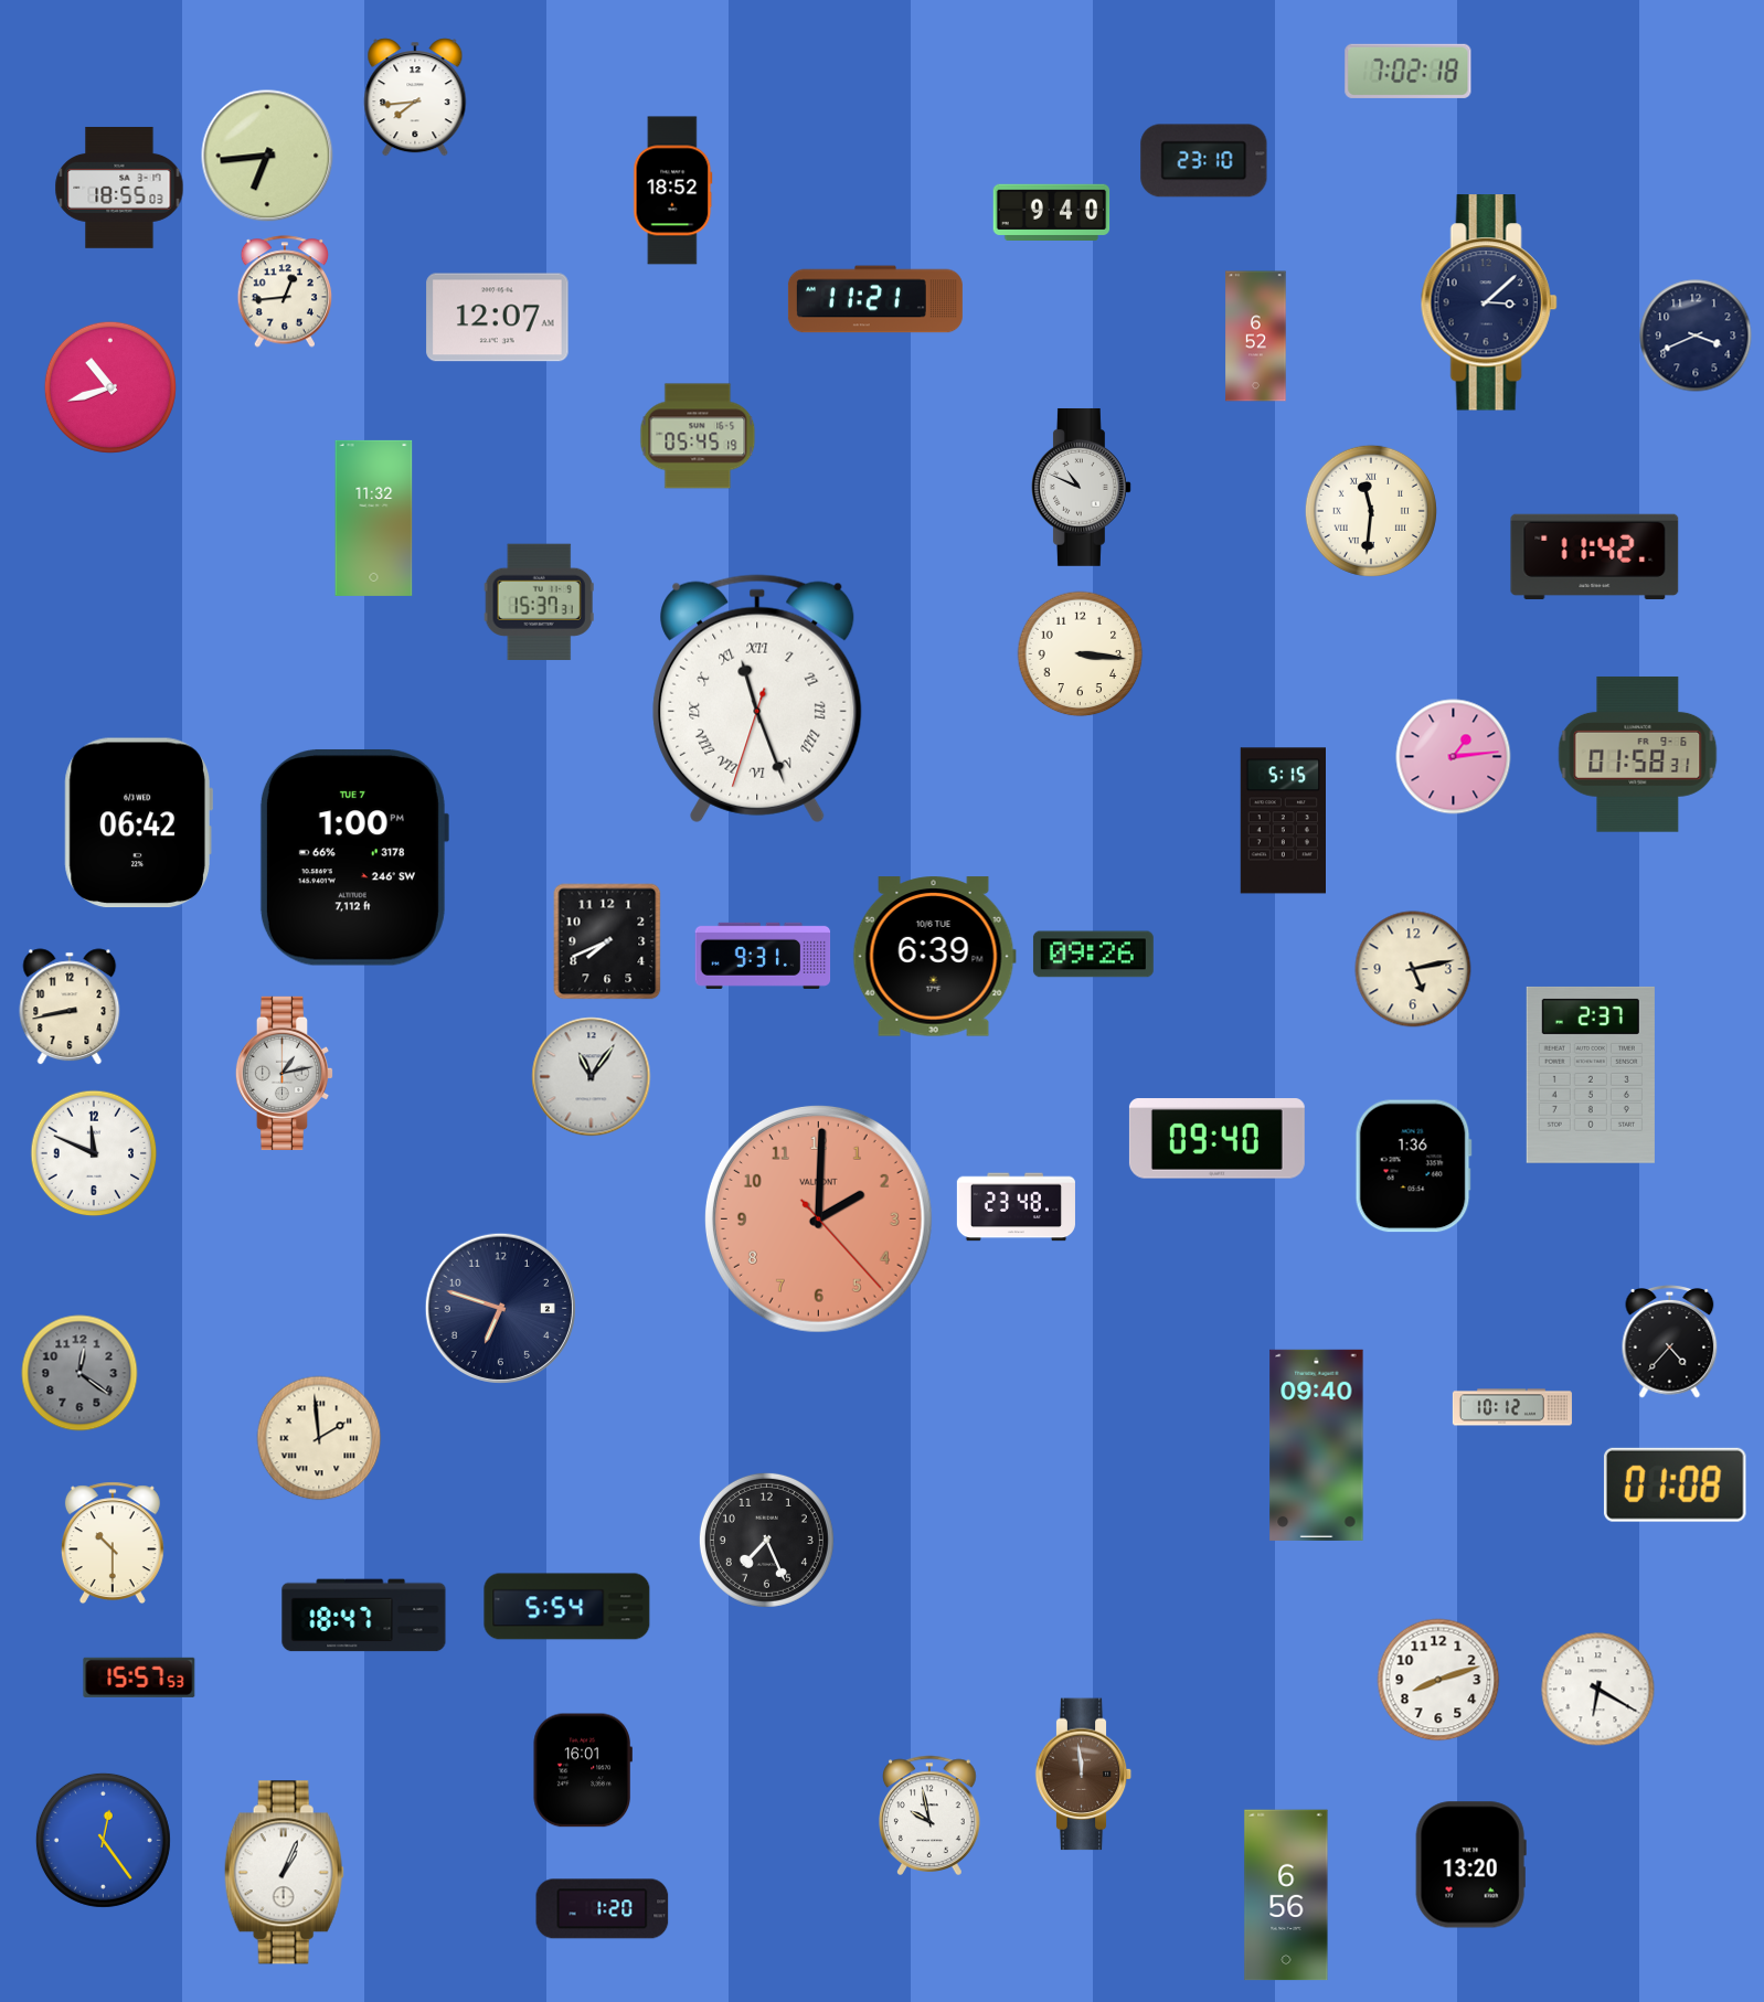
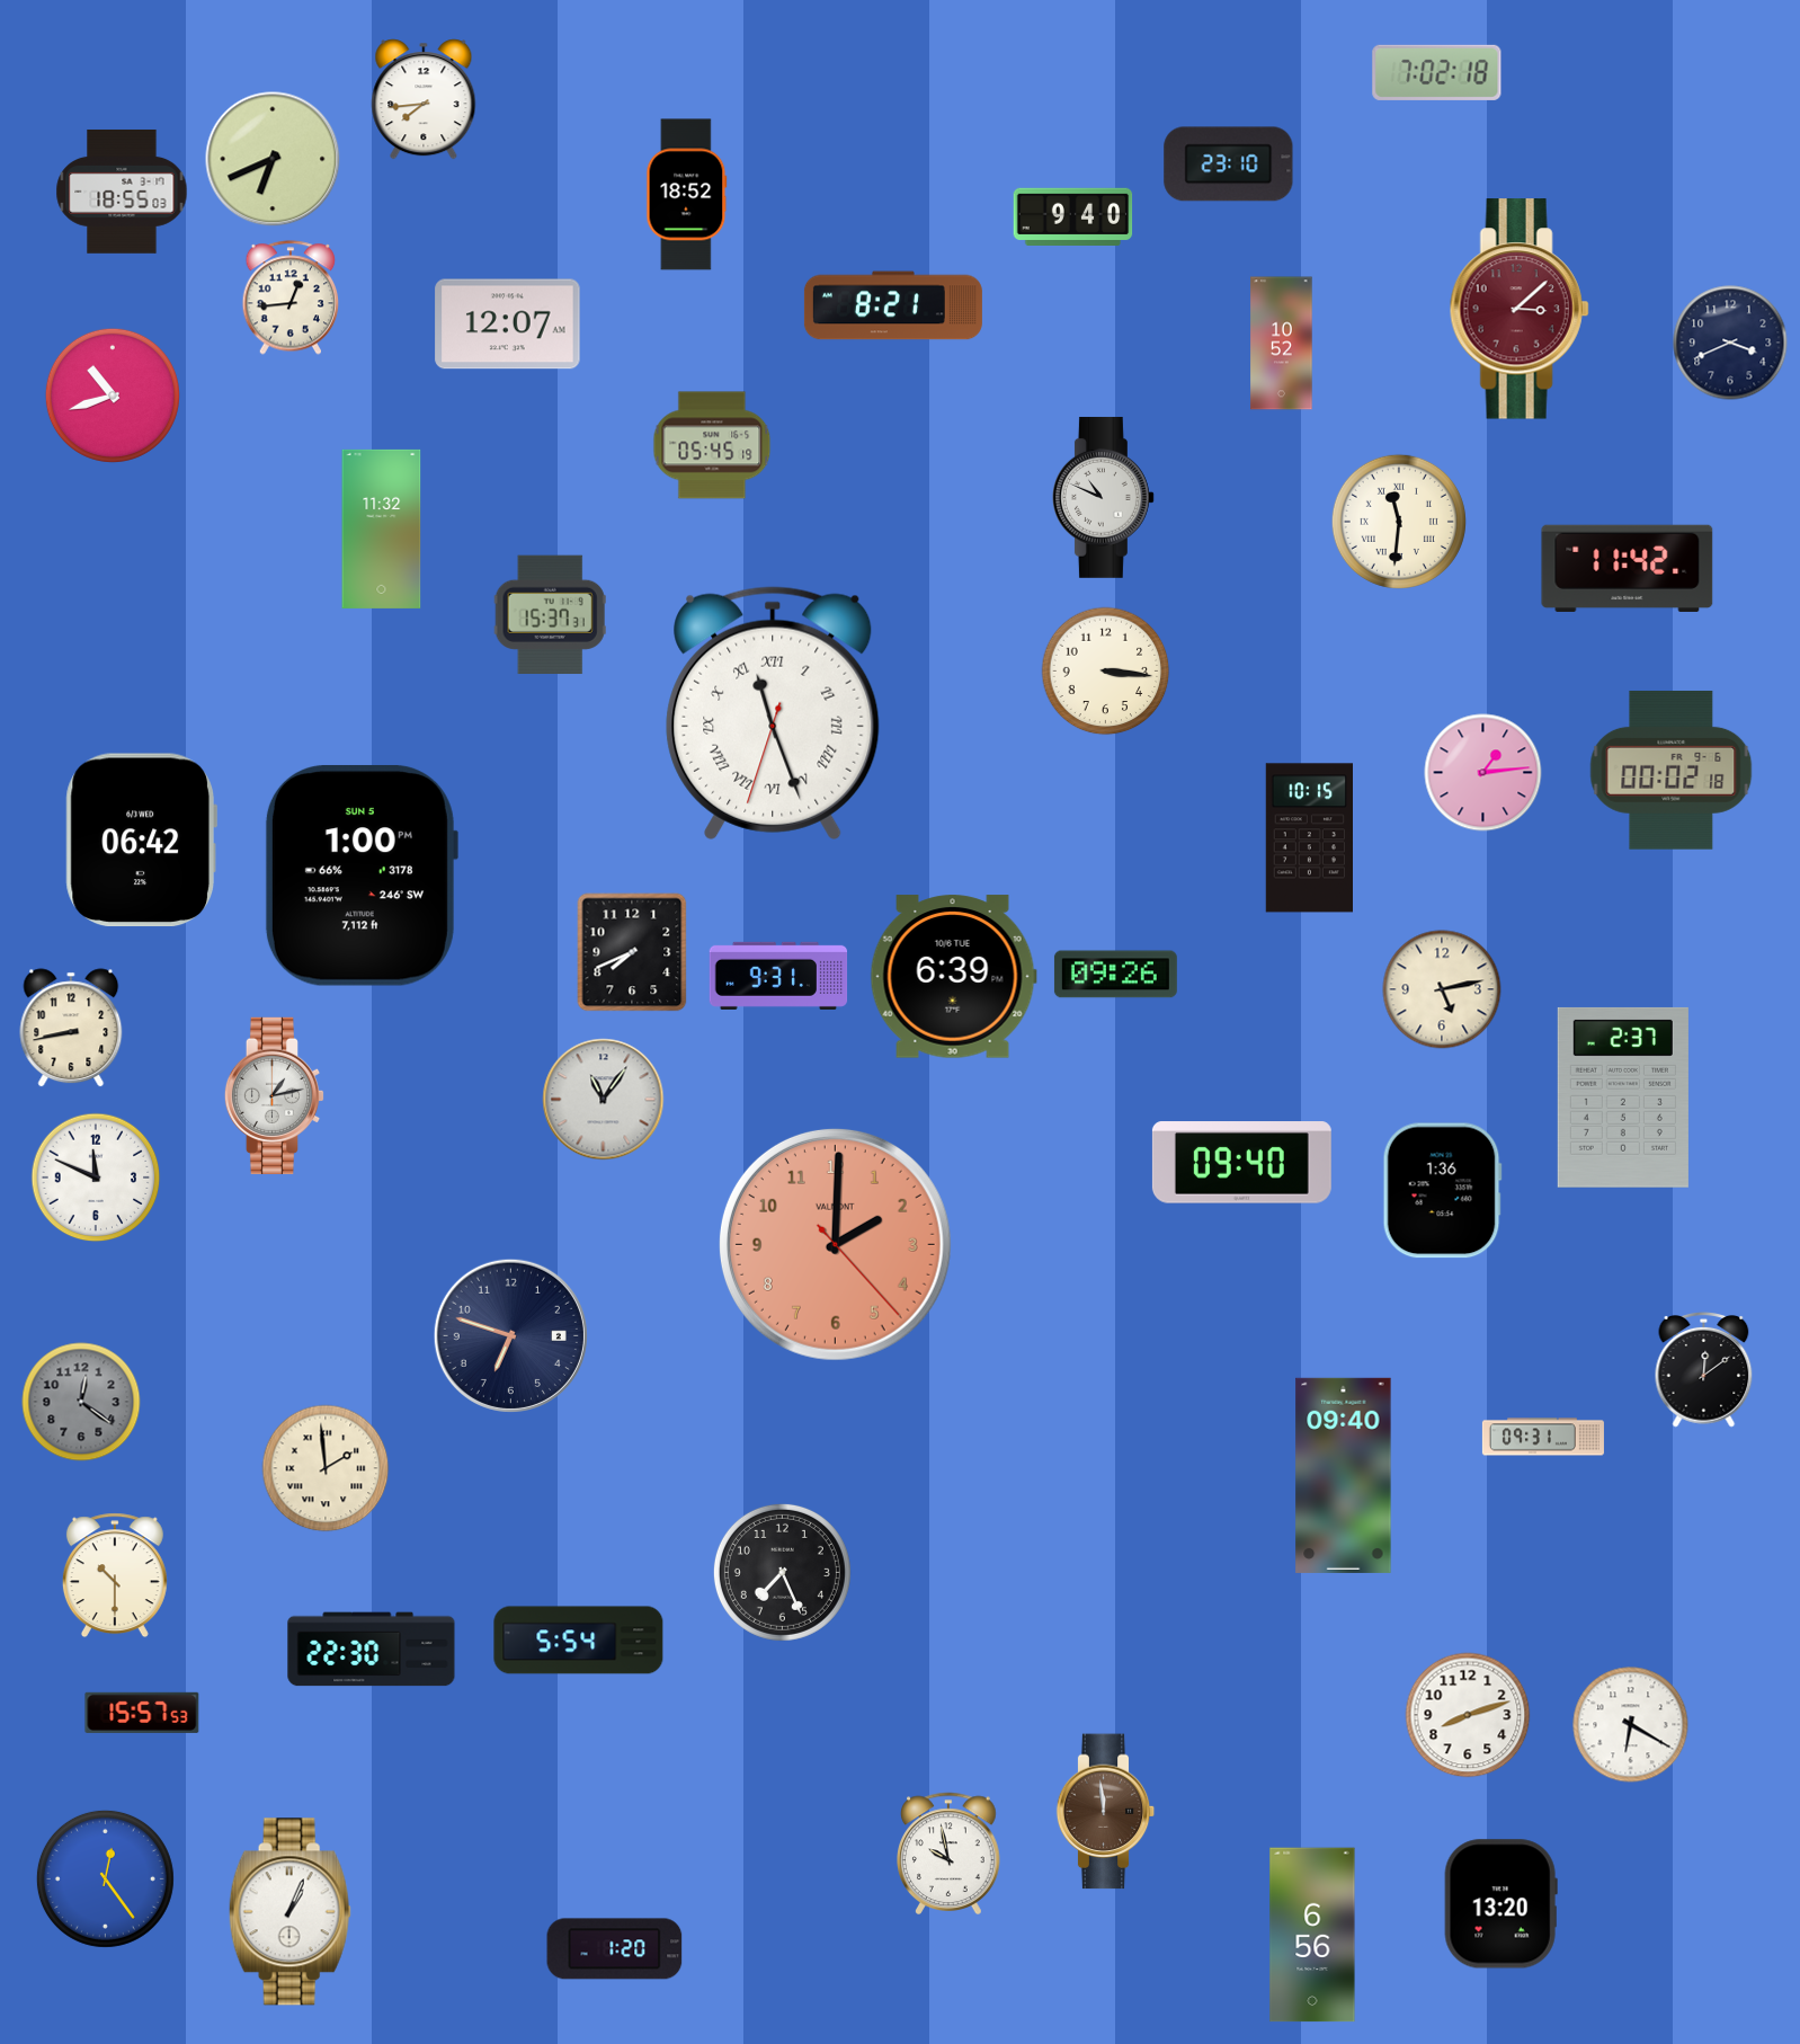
clock at (267, 156): 6:44 -> 6:41
clock at (875, 299): 11:21 -> 8:21
clock at (1489, 302) dial: navy -> burgundy
clock at (1256, 337): 6:52 -> 10:52
clock at (1081, 654) position: (1081, 654) -> (1106, 672)
clock at (1638, 754): 01:58 -> 00:02
clock at (1283, 821): 5:15 -> 10:15
clock at (353, 858) date: TUE 7 -> SUN 5
clock at (607, 941) position: (607, 941) -> (632, 952)
clock at (285, 1073) position: (285, 1073) -> (275, 1095)
clock at (1016, 1207): 23:48 -> none
clock at (1670, 1342): 4:37 -> 12:09
clock at (1512, 1407): 10:12 -> 09:31
clock at (1675, 1484): 01:08 -> none
clock at (364, 1616): 18:47 -> 22:30
clock at (583, 1770): 16:01 -> none
